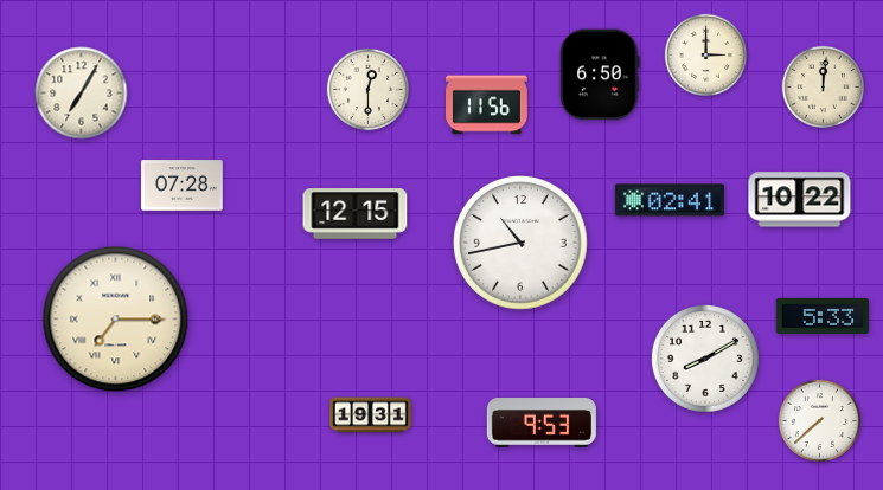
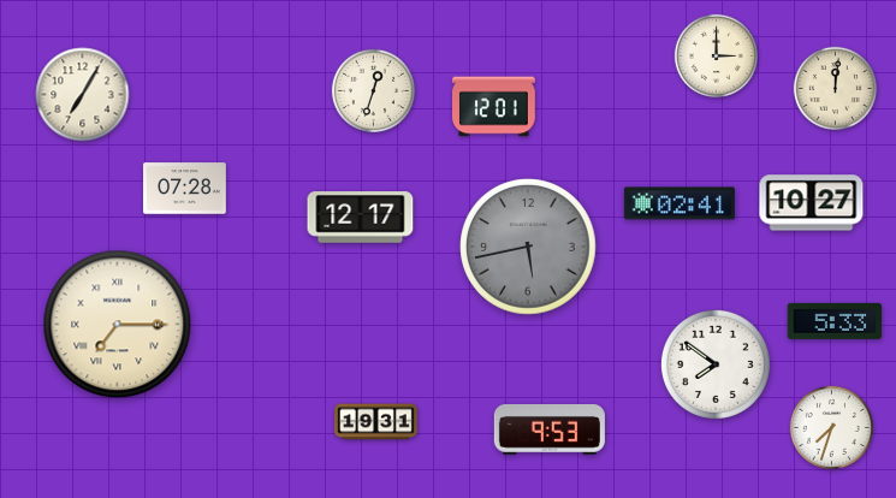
clock at (600, 75): 6:50 -> none
clock at (367, 89): 12:30 -> 12:33
clock at (487, 105): 11:56 -> 12:01
clock at (800, 200): 10:22 -> 10:27
clock at (356, 214): 12:15 -> 12:17
clock at (520, 243): 10:43 -> 5:43
clock at (520, 243) dial: white -> grey
clock at (705, 359): 8:10 -> 7:51
clock at (819, 420): 7:38 -> 7:33
